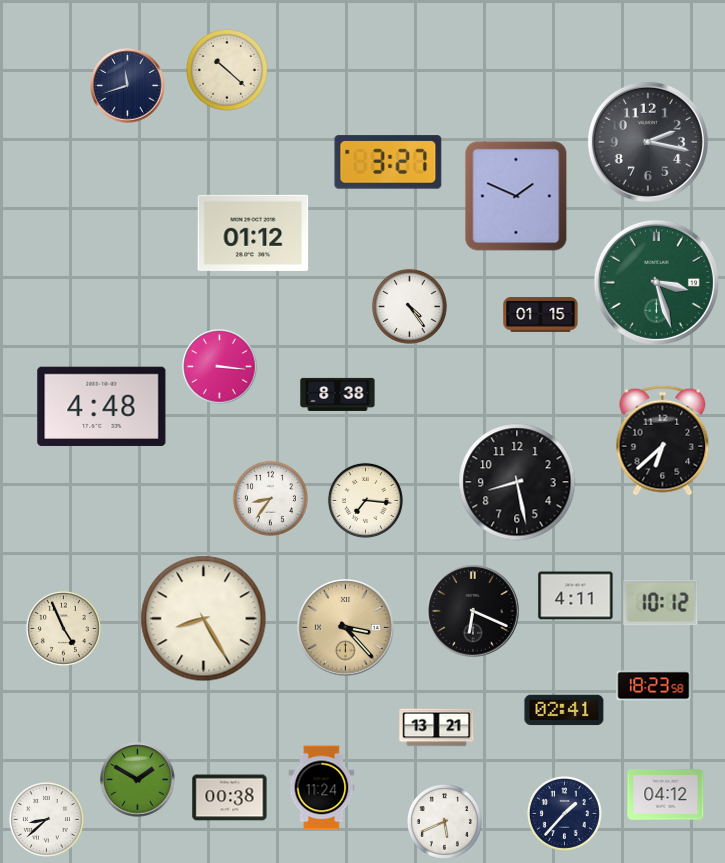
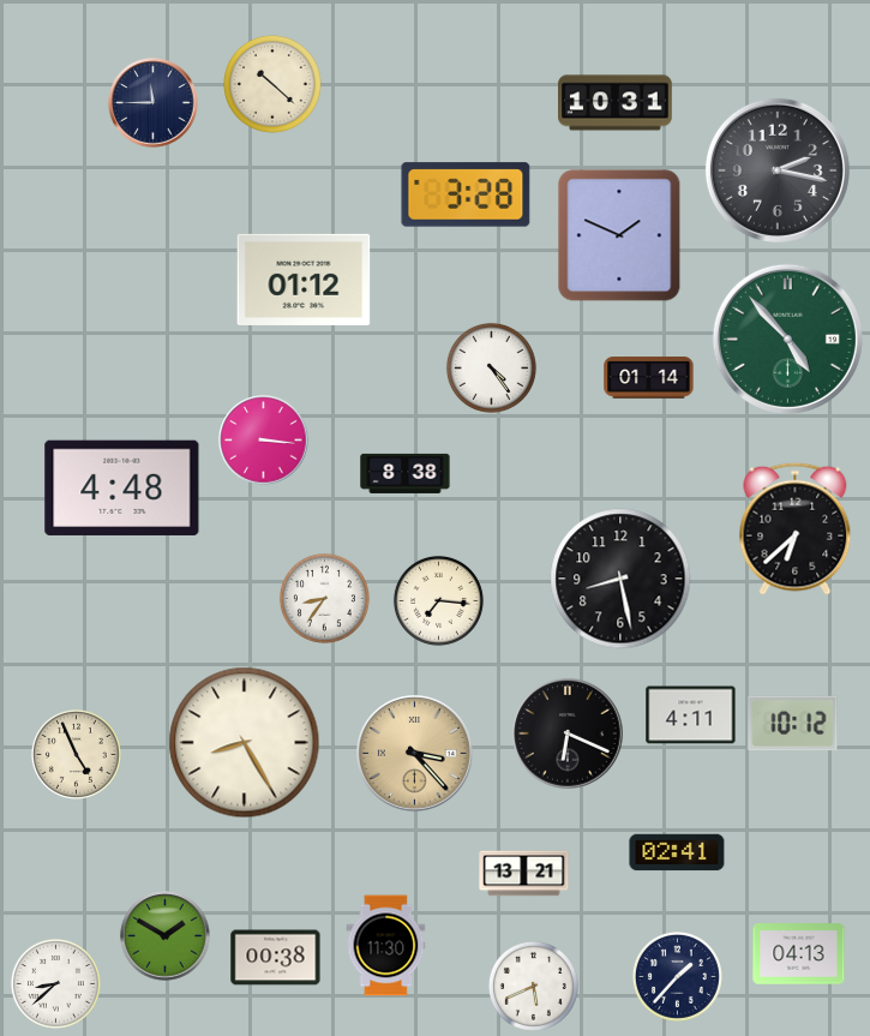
clock at (128, 86): 11:42 -> 11:45
clock at (616, 103): none -> 10:31
clock at (388, 162): 3:27 -> 3:28
clock at (656, 282): 3:27 -> 4:53
clock at (541, 315): 01:15 -> 01:14
clock at (654, 686): 18:23 -> none
clock at (322, 788): 11:24 -> 11:30
clock at (666, 795): 04:12 -> 04:13
